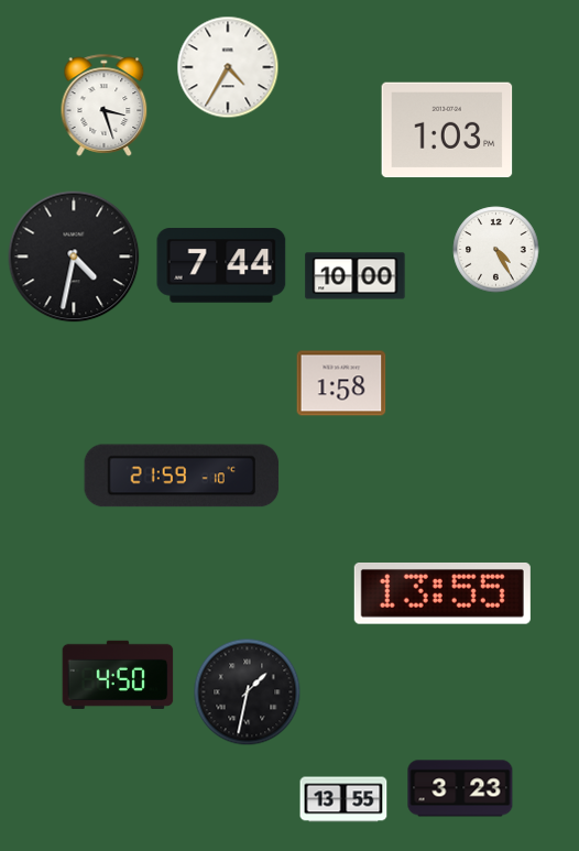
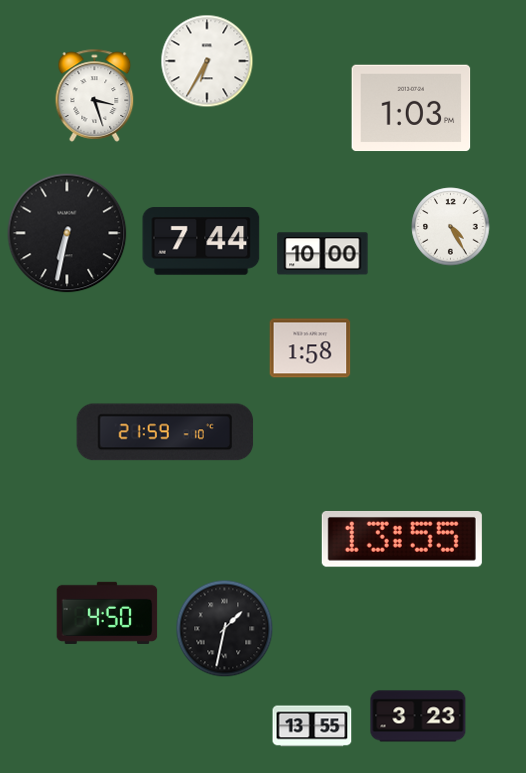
clock at (228, 67): 4:35 -> 6:35
clock at (447, 130) position: (447, 130) -> (411, 108)
clock at (74, 257): 4:32 -> 6:32
clock at (356, 276) position: (356, 276) -> (323, 254)
